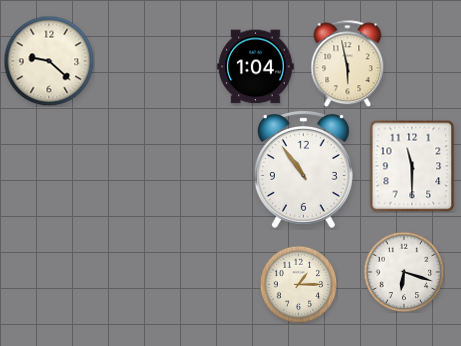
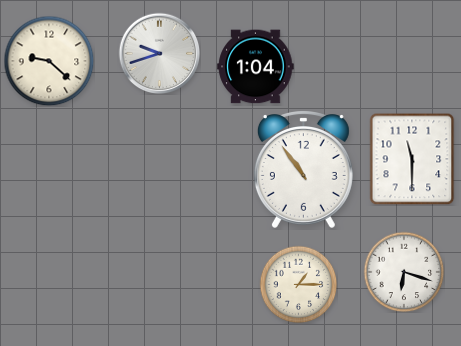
clock at (159, 53): none -> 9:42
clock at (348, 63): 5:58 -> none
clock at (412, 166) position: (412, 166) -> (412, 159)
